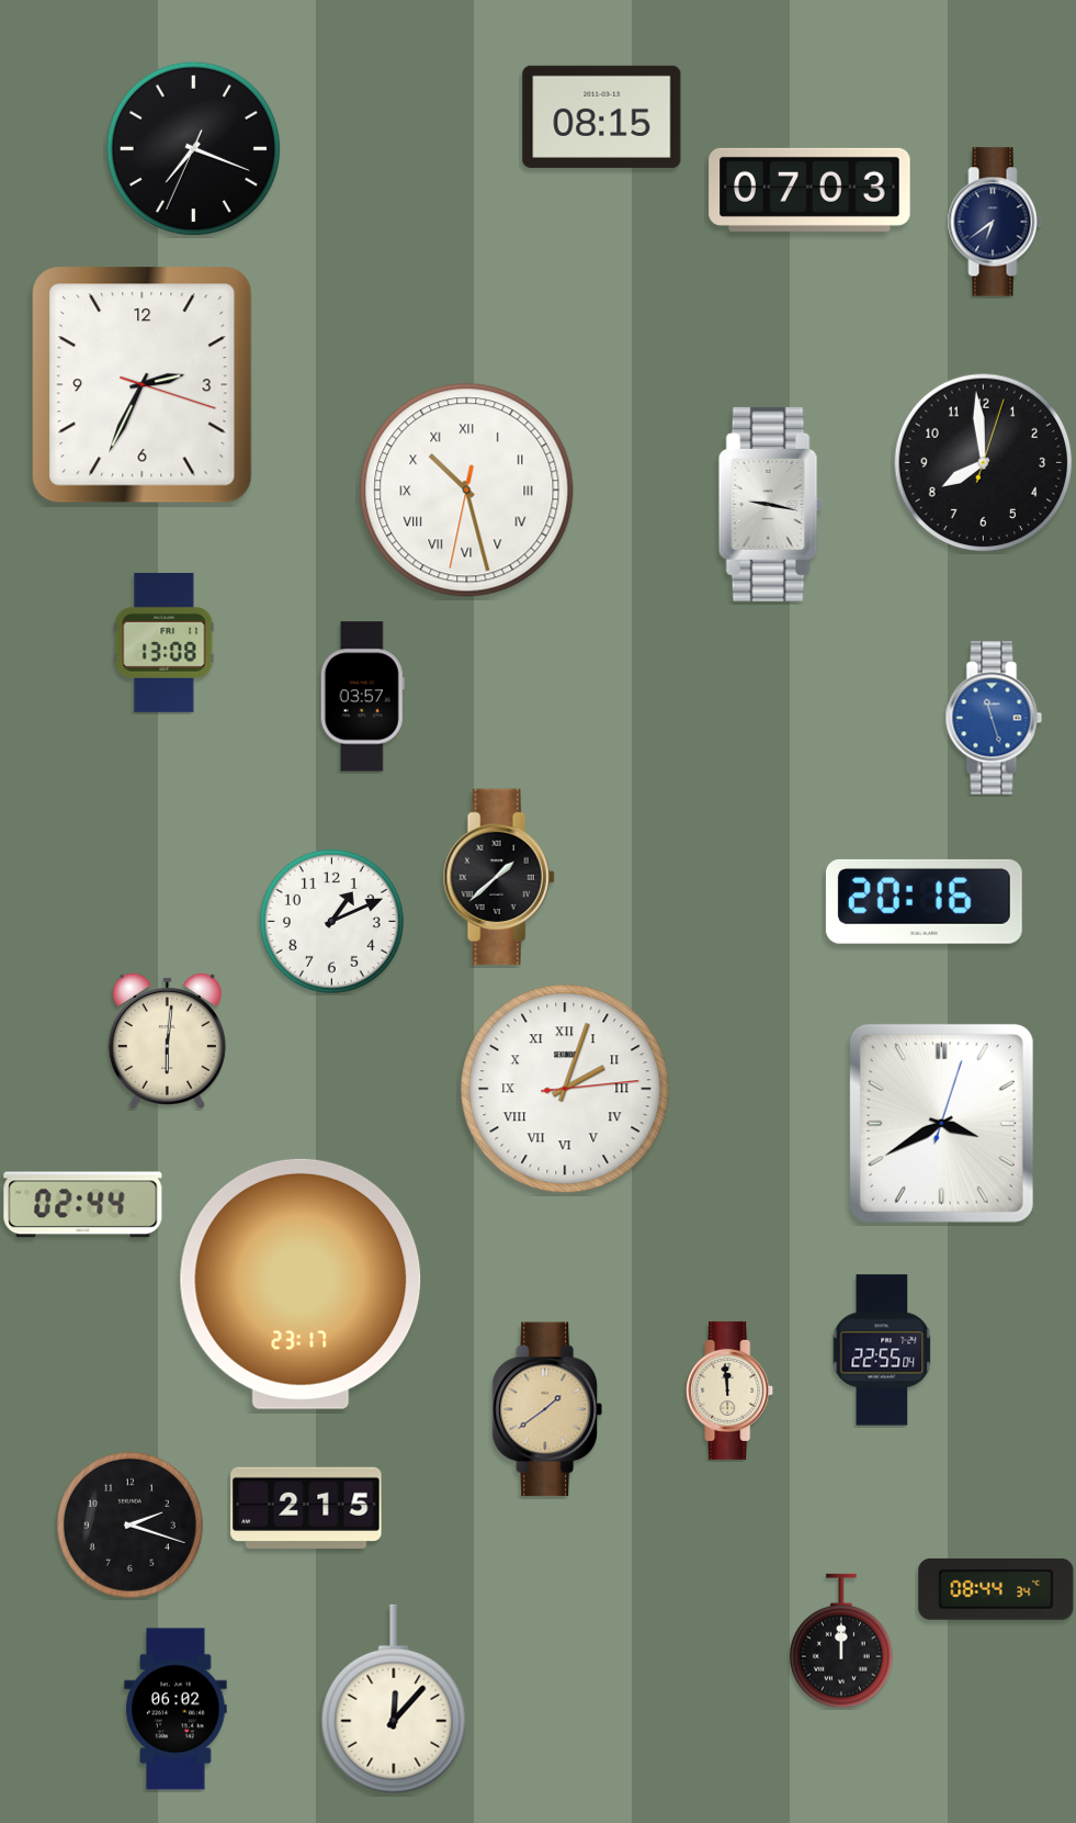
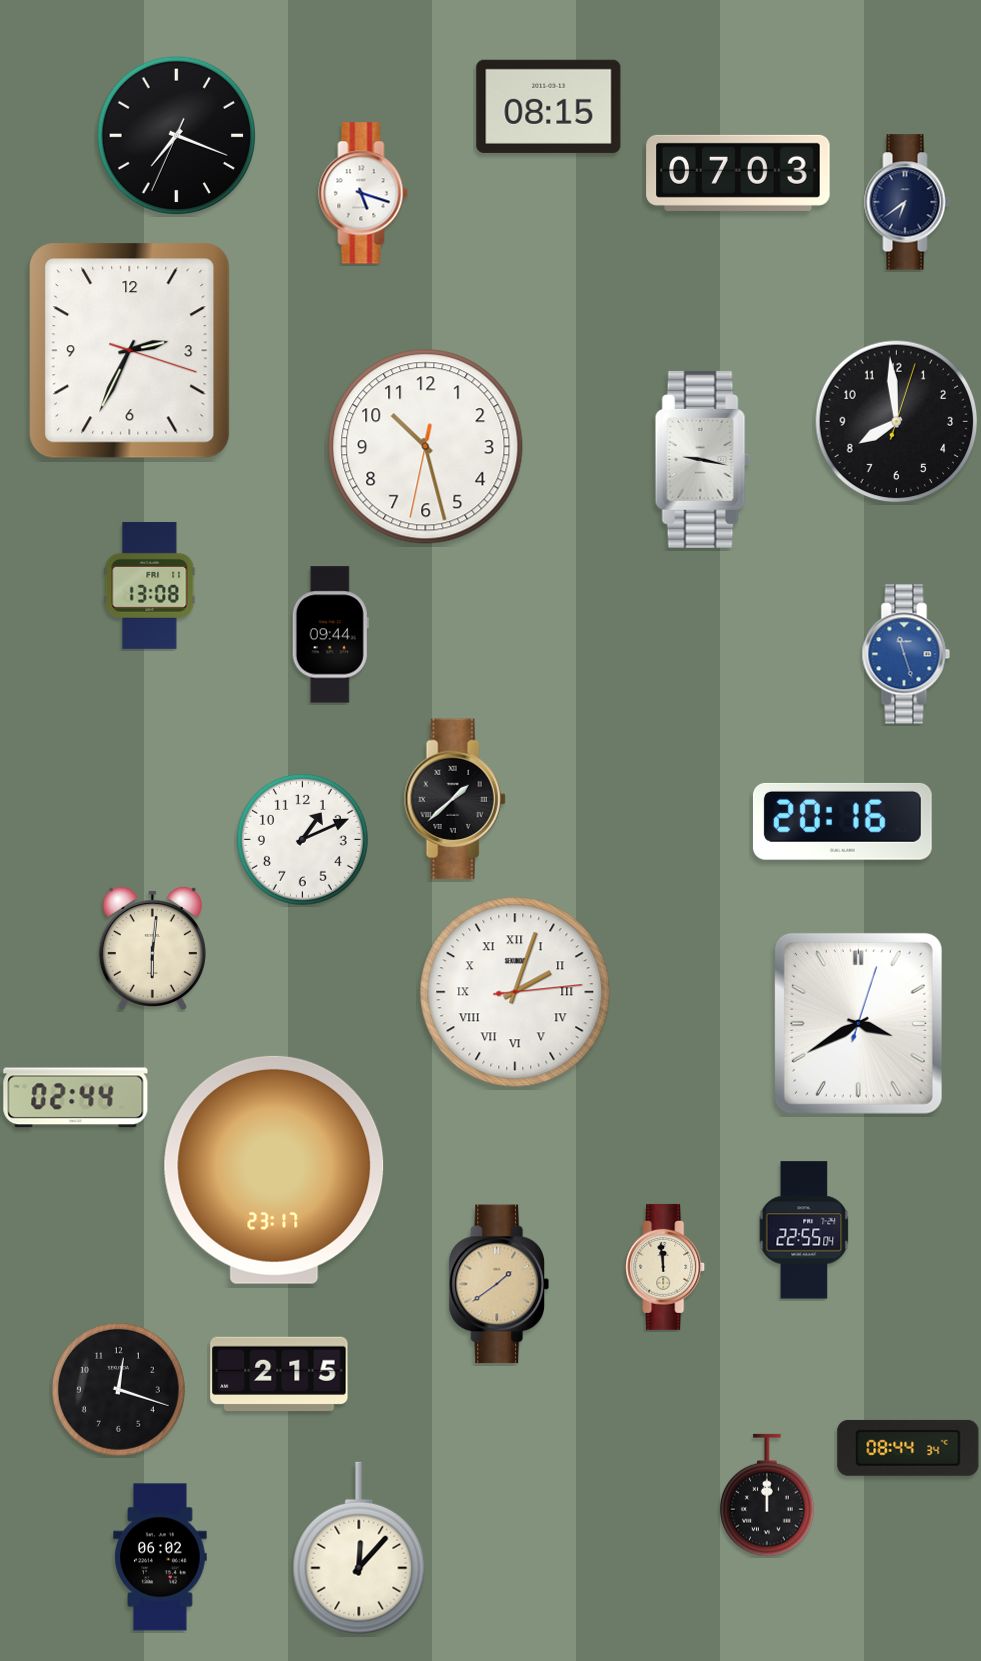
clock at (363, 193): none -> 5:18
clock at (467, 491) numerals: Roman -> Arabic
clock at (362, 697): 03:57 -> 09:44
clock at (129, 1524): 2:18 -> 12:18
